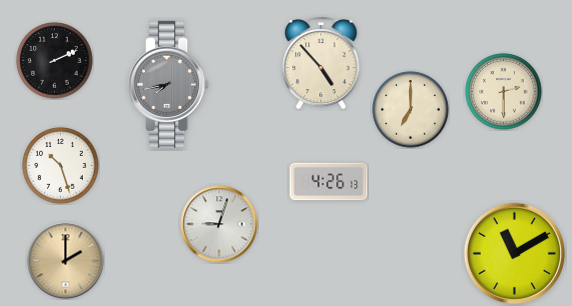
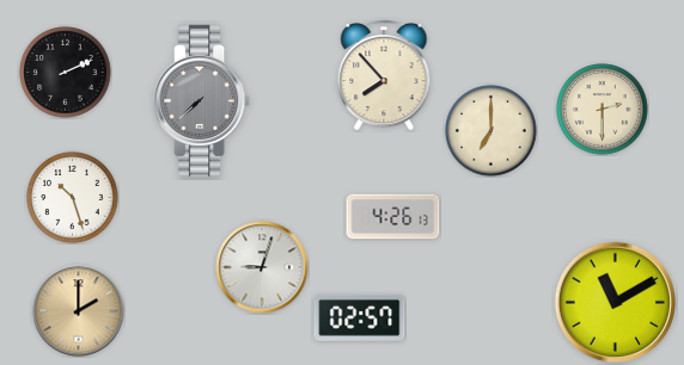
clock at (321, 64): 4:53 -> 7:53
clock at (169, 84): 7:43 -> 7:38
clock at (360, 317): none -> 02:57
